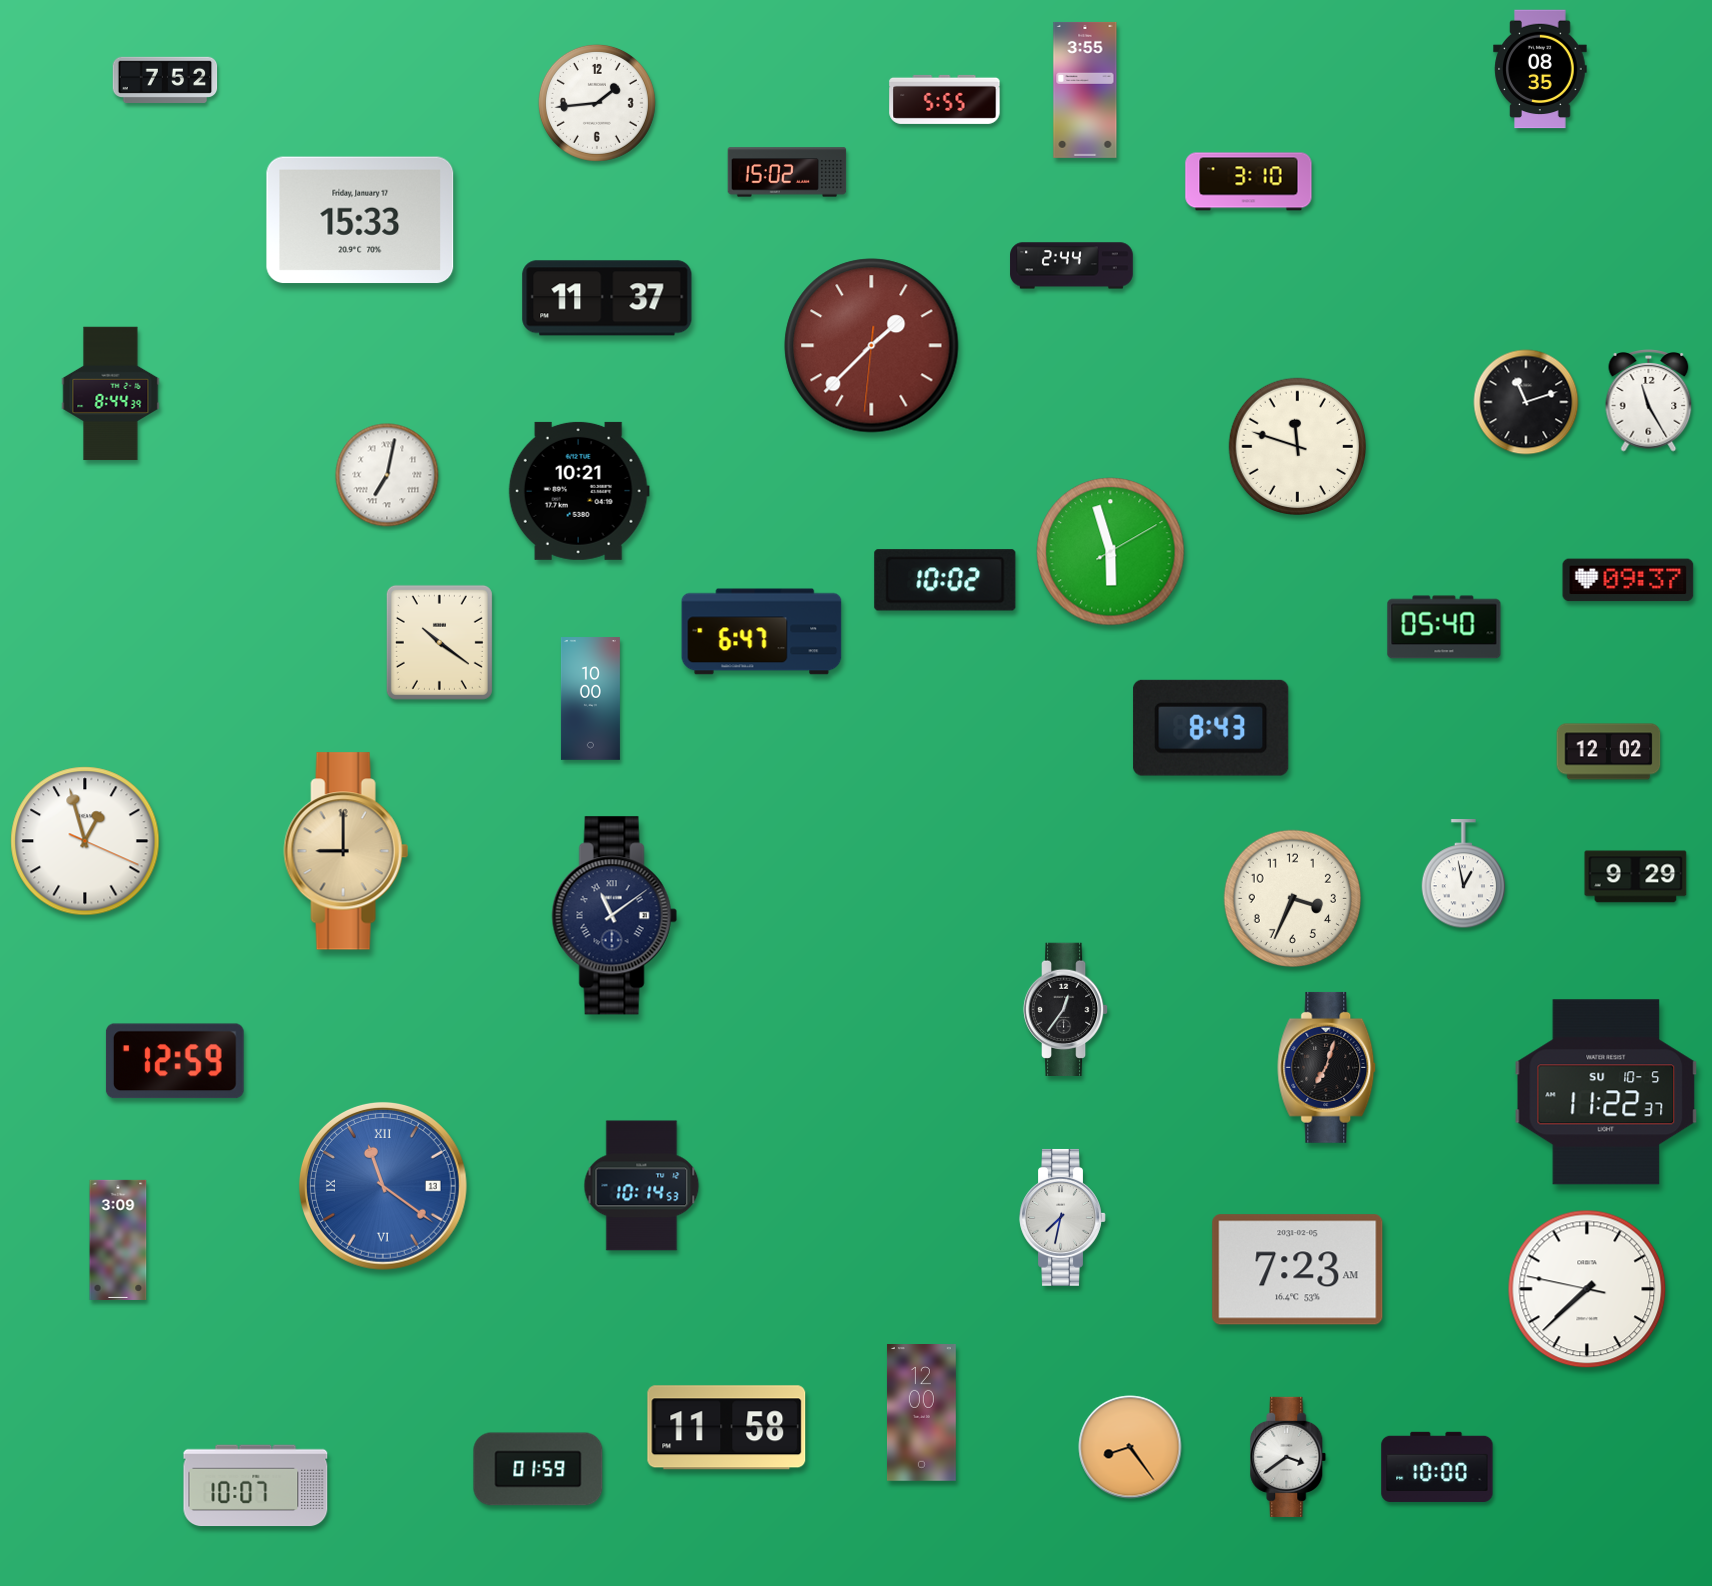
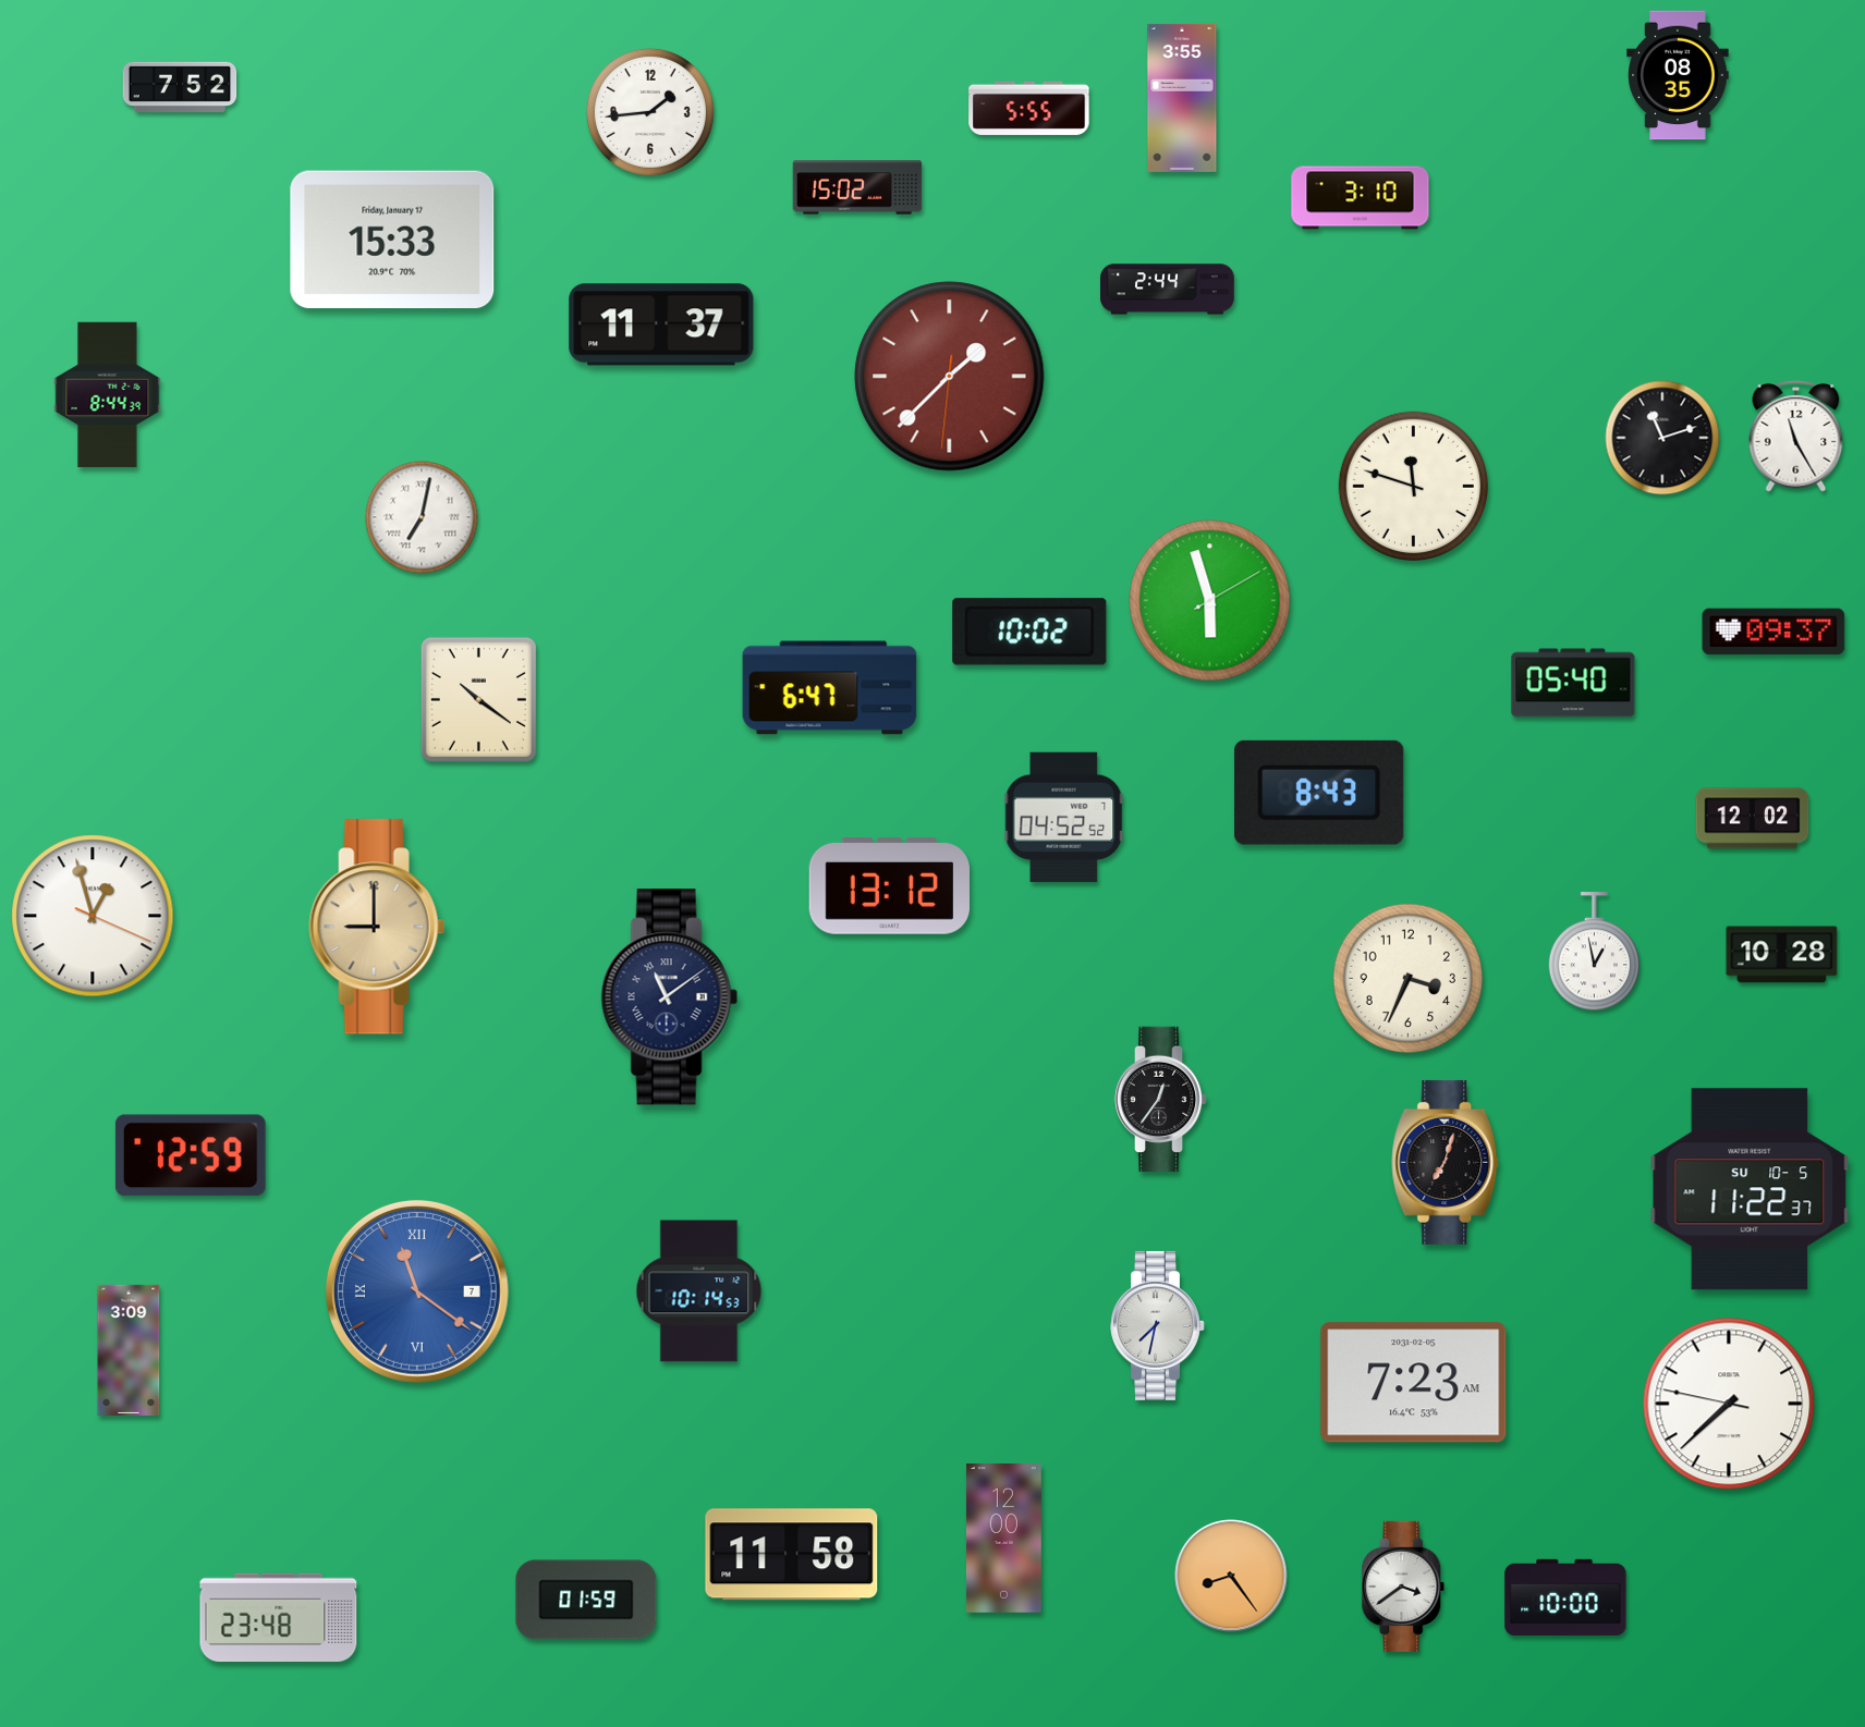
clock at (111, 394) position: (111, 394) -> (108, 395)
clock at (579, 491): 10:21 -> none
clock at (590, 699): 10:00 -> none
clock at (1064, 817): none -> 04:52
clock at (889, 886): none -> 13:12
clock at (1636, 877): 9:29 -> 10:28
clock at (383, 1186) date: 13 -> 7
clock at (256, 1486): 10:07 -> 23:48
